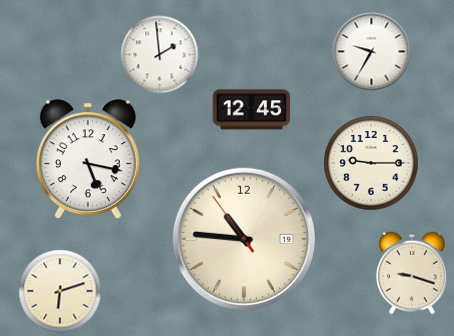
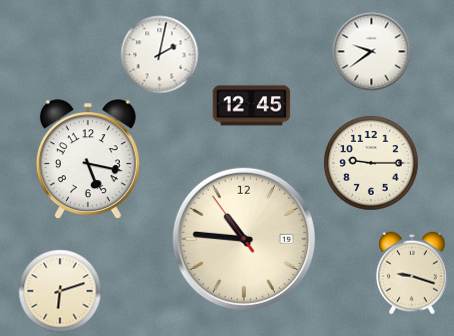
clock at (371, 51): 9:35 -> 9:39
clock at (159, 54): 1:59 -> 2:02
clock at (251, 110) position: (251, 110) -> (251, 106)
